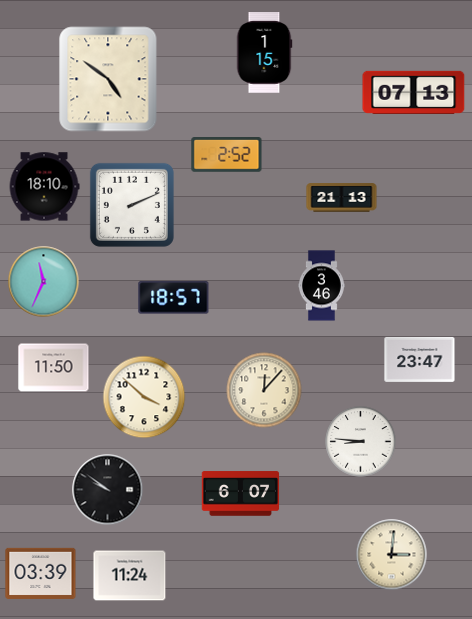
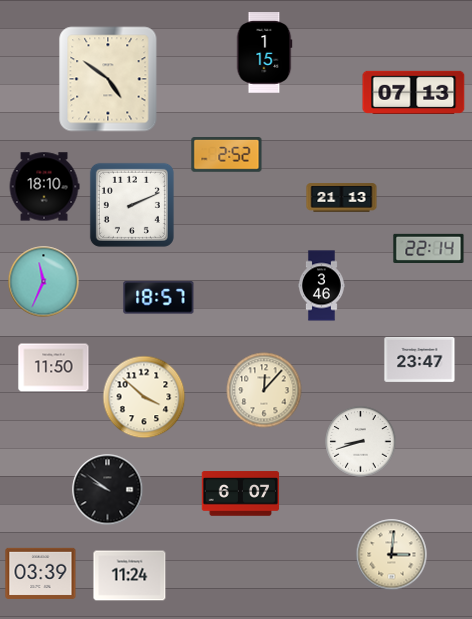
clock at (429, 248): none -> 22:14
clock at (174, 298) position: (174, 298) -> (159, 298)
clock at (361, 442): 8:46 -> 8:42
